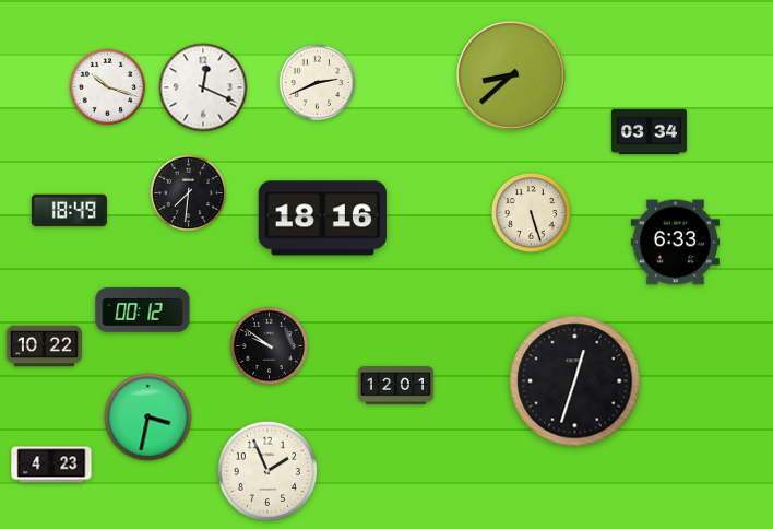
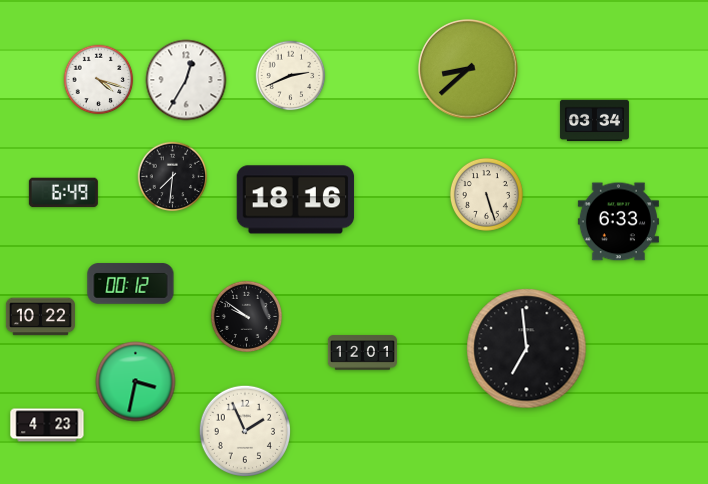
clock at (108, 87): 10:18 -> 4:18
clock at (203, 87): 12:19 -> 12:35
clock at (69, 211): 18:49 -> 6:49
clock at (575, 381): 12:33 -> 6:59
